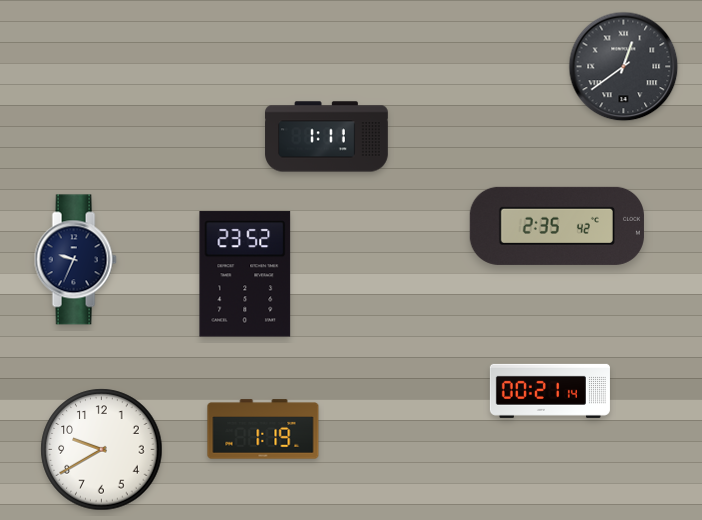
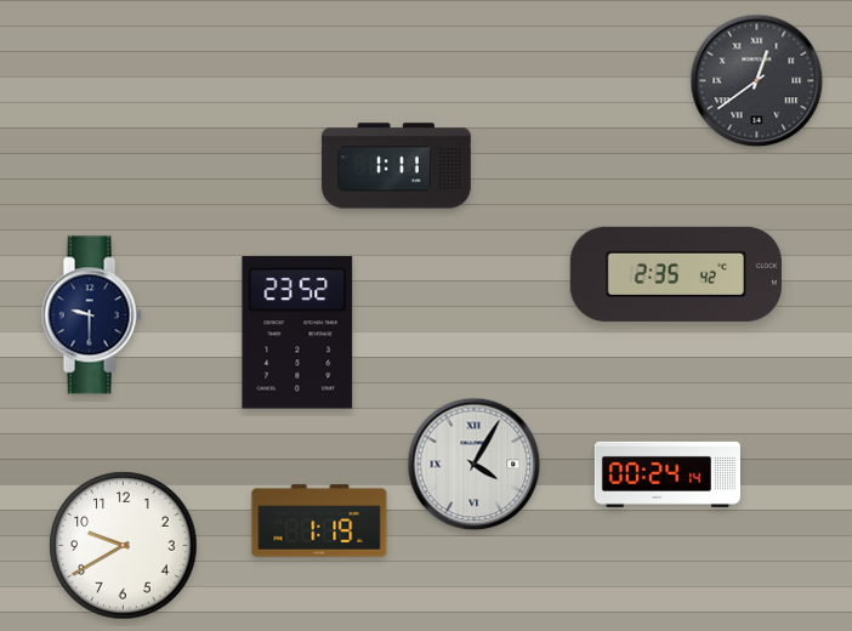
clock at (75, 260): 9:34 -> 9:30
clock at (475, 465): none -> 4:05
clock at (550, 391): 00:21 -> 00:24
